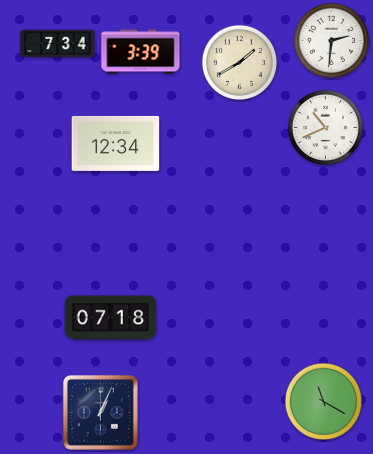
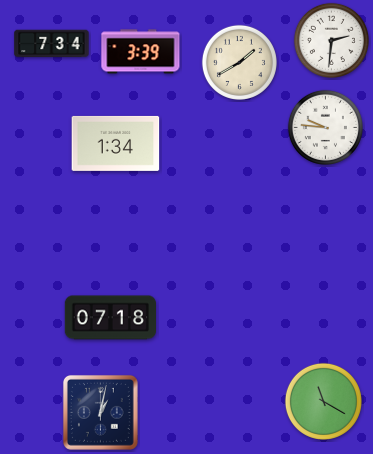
clock at (58, 44) position: (58, 44) -> (52, 44)
clock at (325, 127): 10:41 -> 9:46
clock at (116, 143): 12:34 -> 1:34
clock at (100, 412): 1:04 -> 1:02
